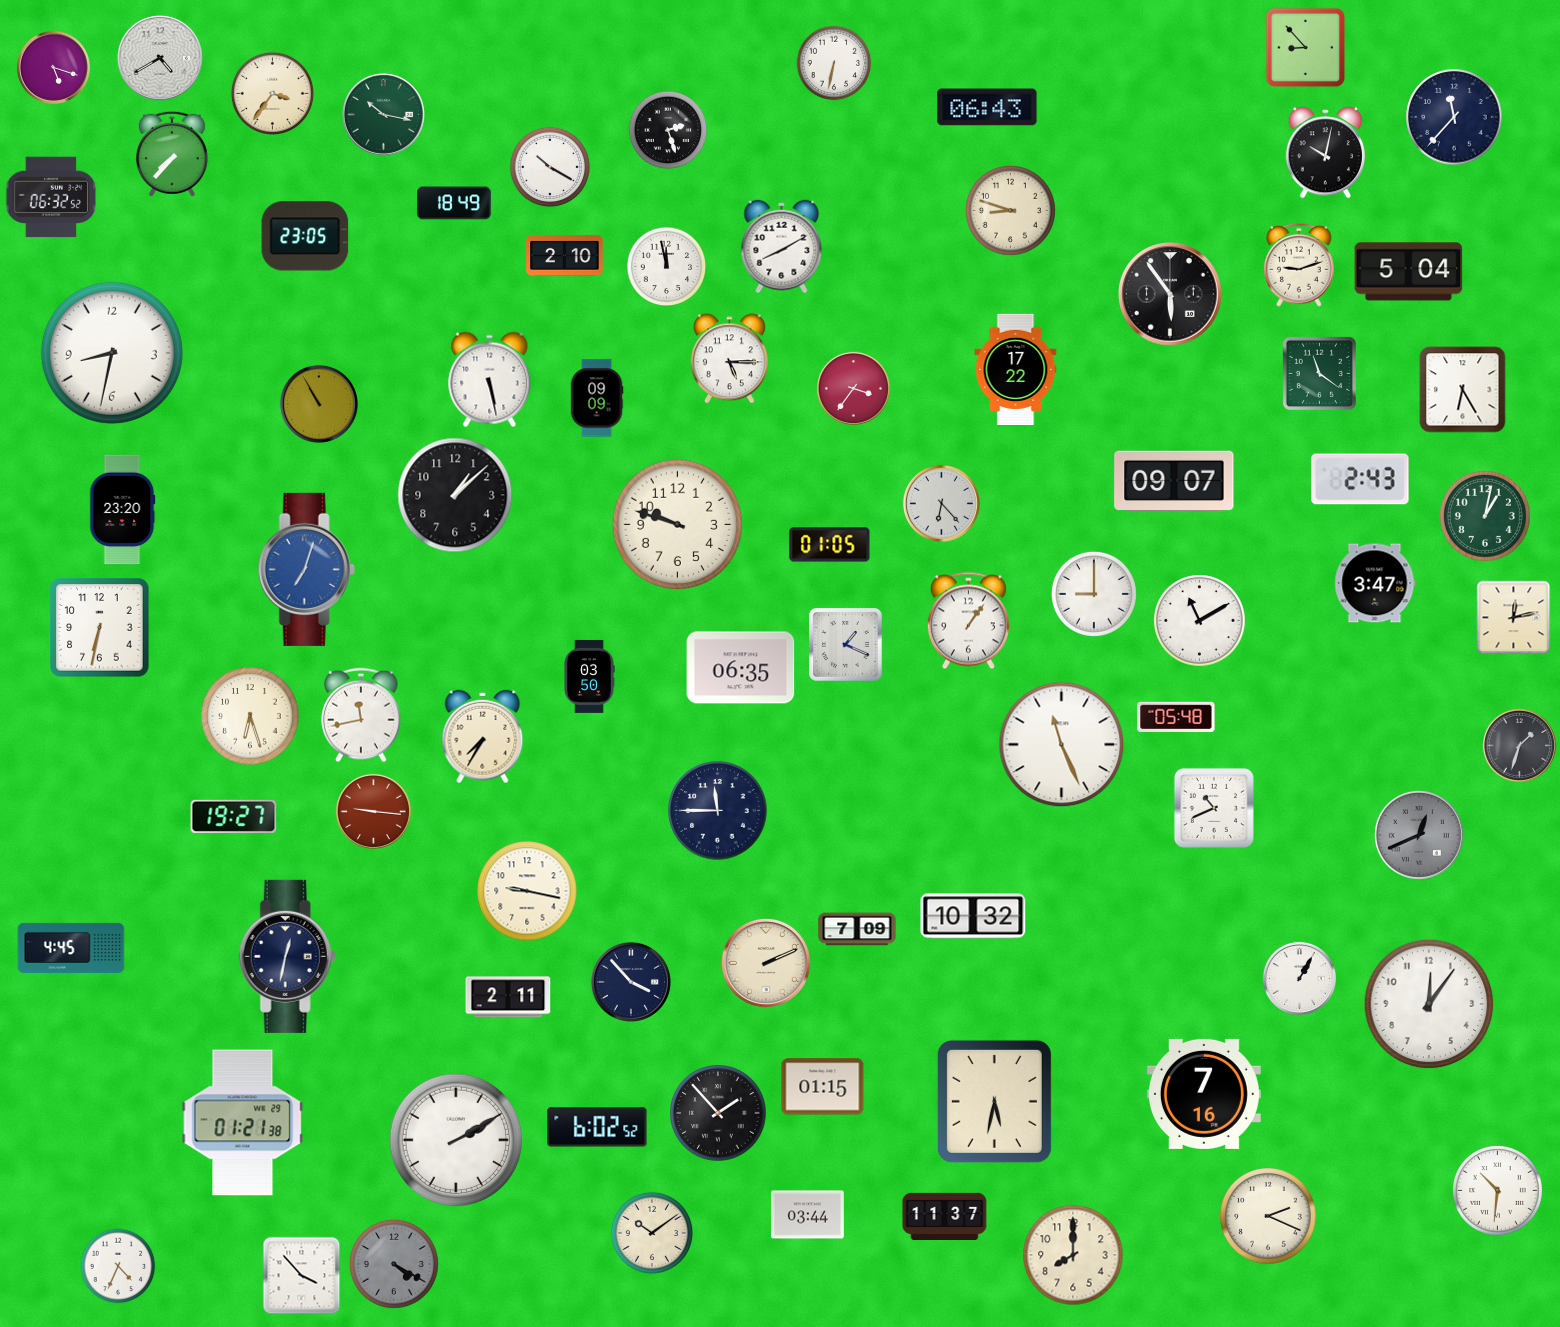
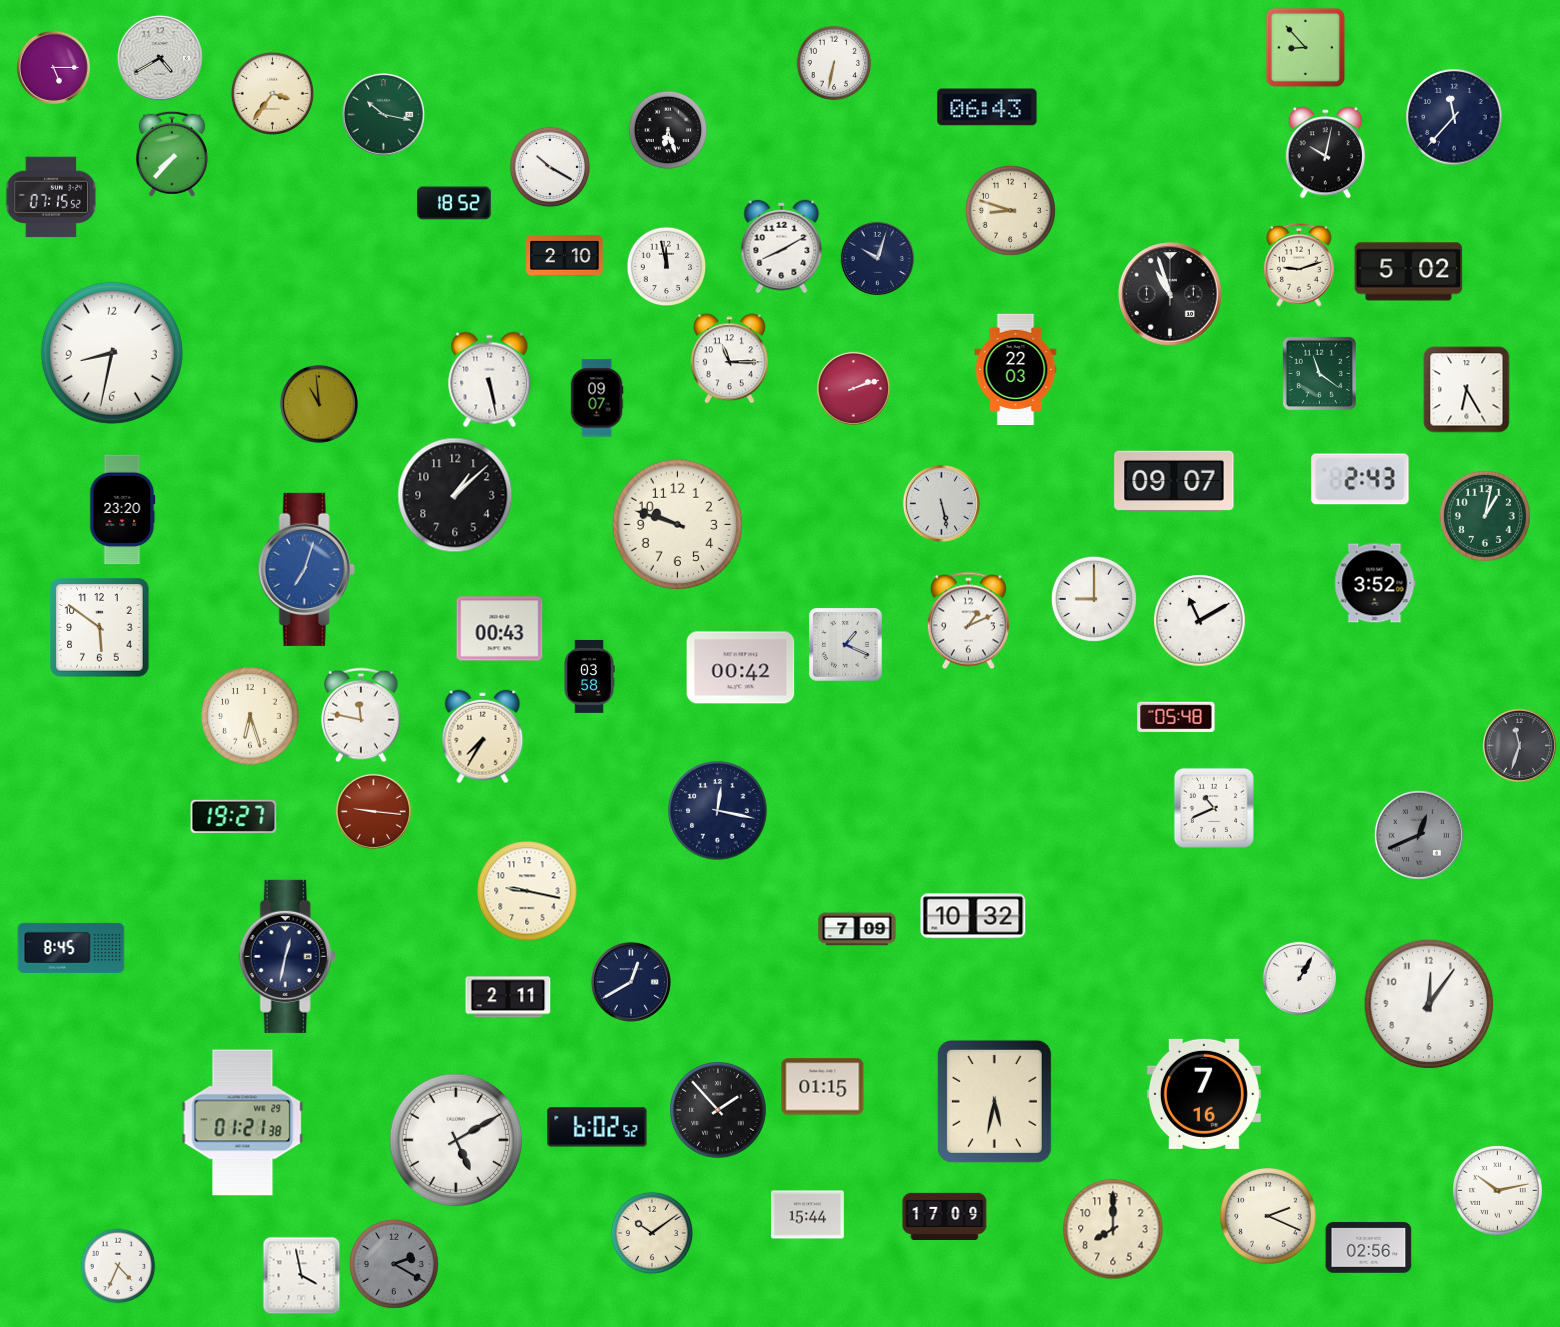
clock at (53, 67): 5:18 -> 5:15
clock at (668, 130): 2:27 -> 6:27
clock at (51, 197): 06:32 -> 07:15
clock at (455, 203): 18:49 -> 18:52
clock at (305, 236): 23:05 -> none
clock at (877, 258): none -> 10:03
clock at (1409, 272): 5:04 -> 5:02
clock at (1170, 294): 5:54 -> 10:57
clock at (729, 359): 5:15 -> 11:15
clock at (1016, 369): 17:22 -> 22:03
clock at (853, 388): 3:36 -> 2:12
clock at (1463, 390) position: (1463, 390) -> (1467, 390)
clock at (597, 398): 09:09 -> 09:07
clock at (319, 404): 10:55 -> 10:59
clock at (941, 503): 6:23 -> 5:28
clock at (830, 545): 01:05 -> none
clock at (1375, 583): 3:47 -> 3:52
clock at (1094, 594) position: (1094, 594) -> (1094, 599)
clock at (1514, 618): 12:13 -> none
clock at (968, 621): 1:06 -> 1:11
clock at (100, 628): 6:32 -> 5:51
clock at (500, 629): none -> 00:43
clock at (741, 668): 06:35 -> 00:42
clock at (589, 676): 03:50 -> 03:58
clock at (361, 715): 11:43 -> 11:47
clock at (1062, 745): 11:26 -> none
clock at (1519, 745): 1:33 -> 11:33
clock at (718, 811): 11:45 -> 12:17
clock at (71, 948): 4:45 -> 8:45
clock at (766, 963): 2:11 -> none
clock at (631, 982): 3:53 -> 12:40
clock at (718, 1113) position: (718, 1113) -> (718, 1110)
clock at (456, 1140): 2:10 -> 5:10
clock at (1497, 1190): 10:31 -> 10:13
clock at (807, 1215): 03:44 -> 15:44
clock at (945, 1217): 11:37 -> 17:09
clock at (1369, 1248): none -> 02:56
clock at (1073, 1255) position: (1073, 1255) -> (1113, 1229)
clock at (394, 1264): 4:20 -> 2:20
clock at (302, 1276): 3:53 -> 3:58
